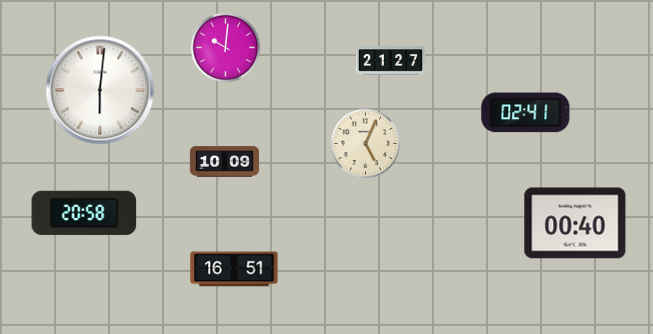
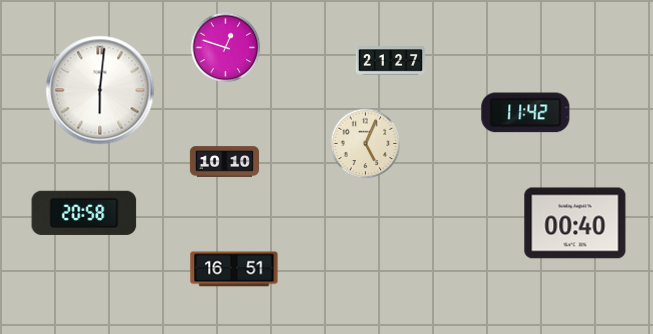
clock at (226, 48): 10:01 -> 12:48
clock at (526, 113): 02:41 -> 11:42
clock at (224, 162): 10:09 -> 10:10
